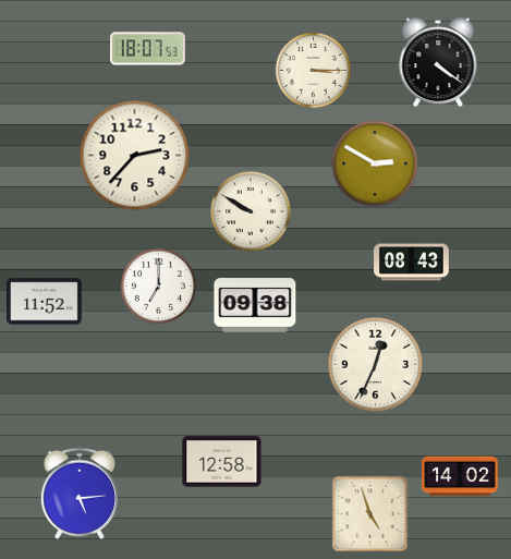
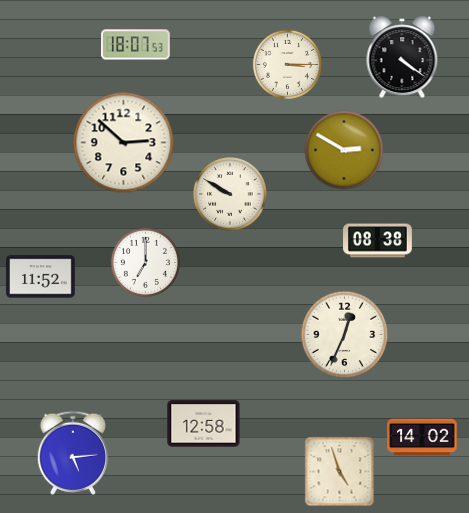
clock at (135, 156): 2:37 -> 2:52
clock at (412, 263): 08:43 -> 08:38
clock at (255, 305): 09:38 -> none
